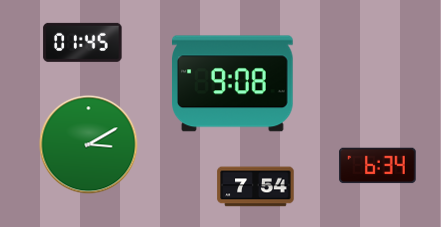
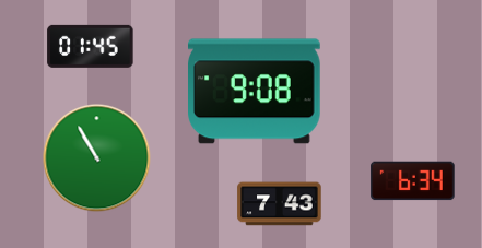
clock at (89, 145): 3:10 -> 10:55
clock at (256, 187): 7:54 -> 7:43
